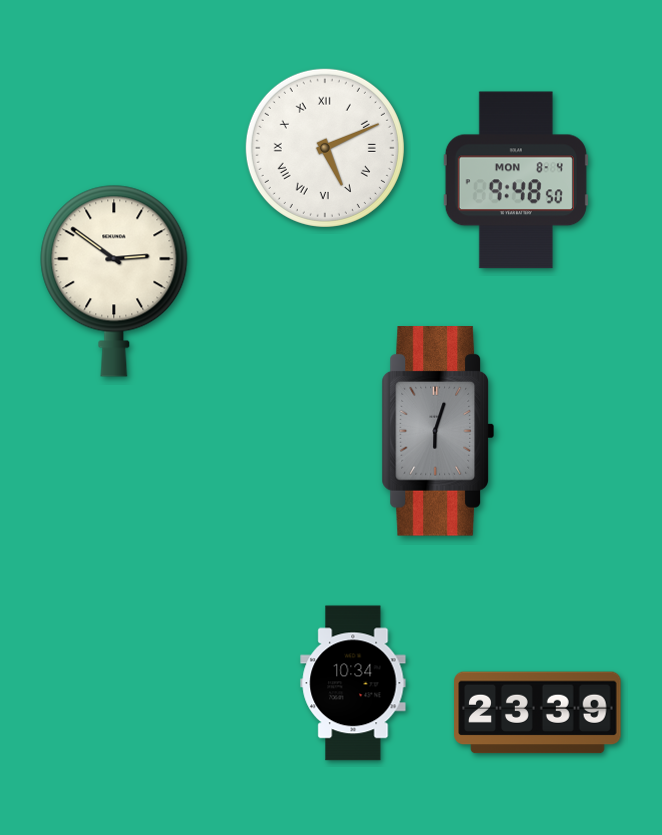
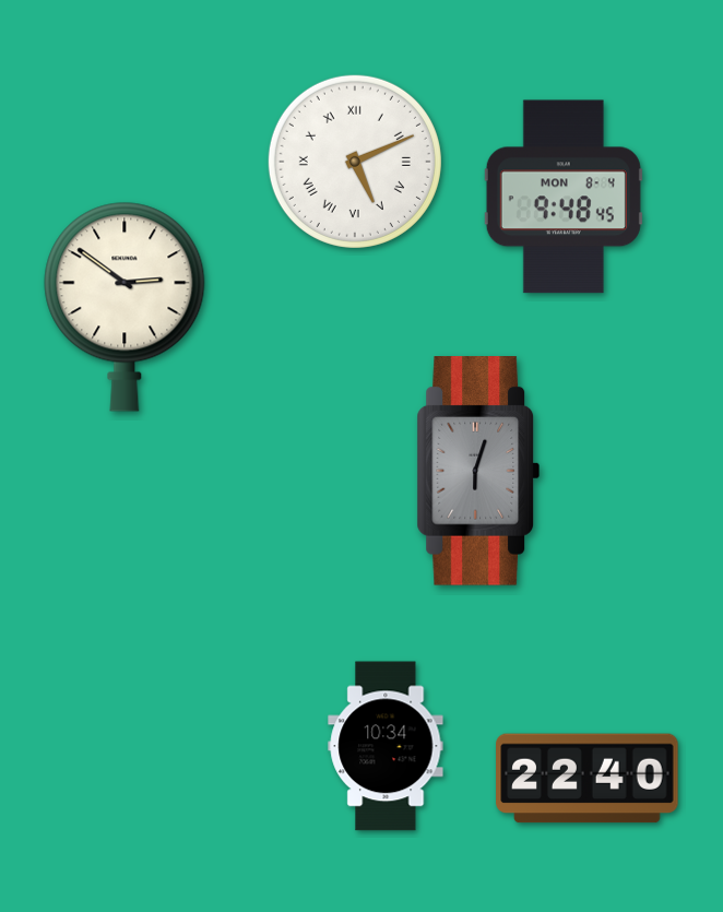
clock at (516, 180): 9:48:50 -> 9:48:45
clock at (538, 713): 23:39 -> 22:40
